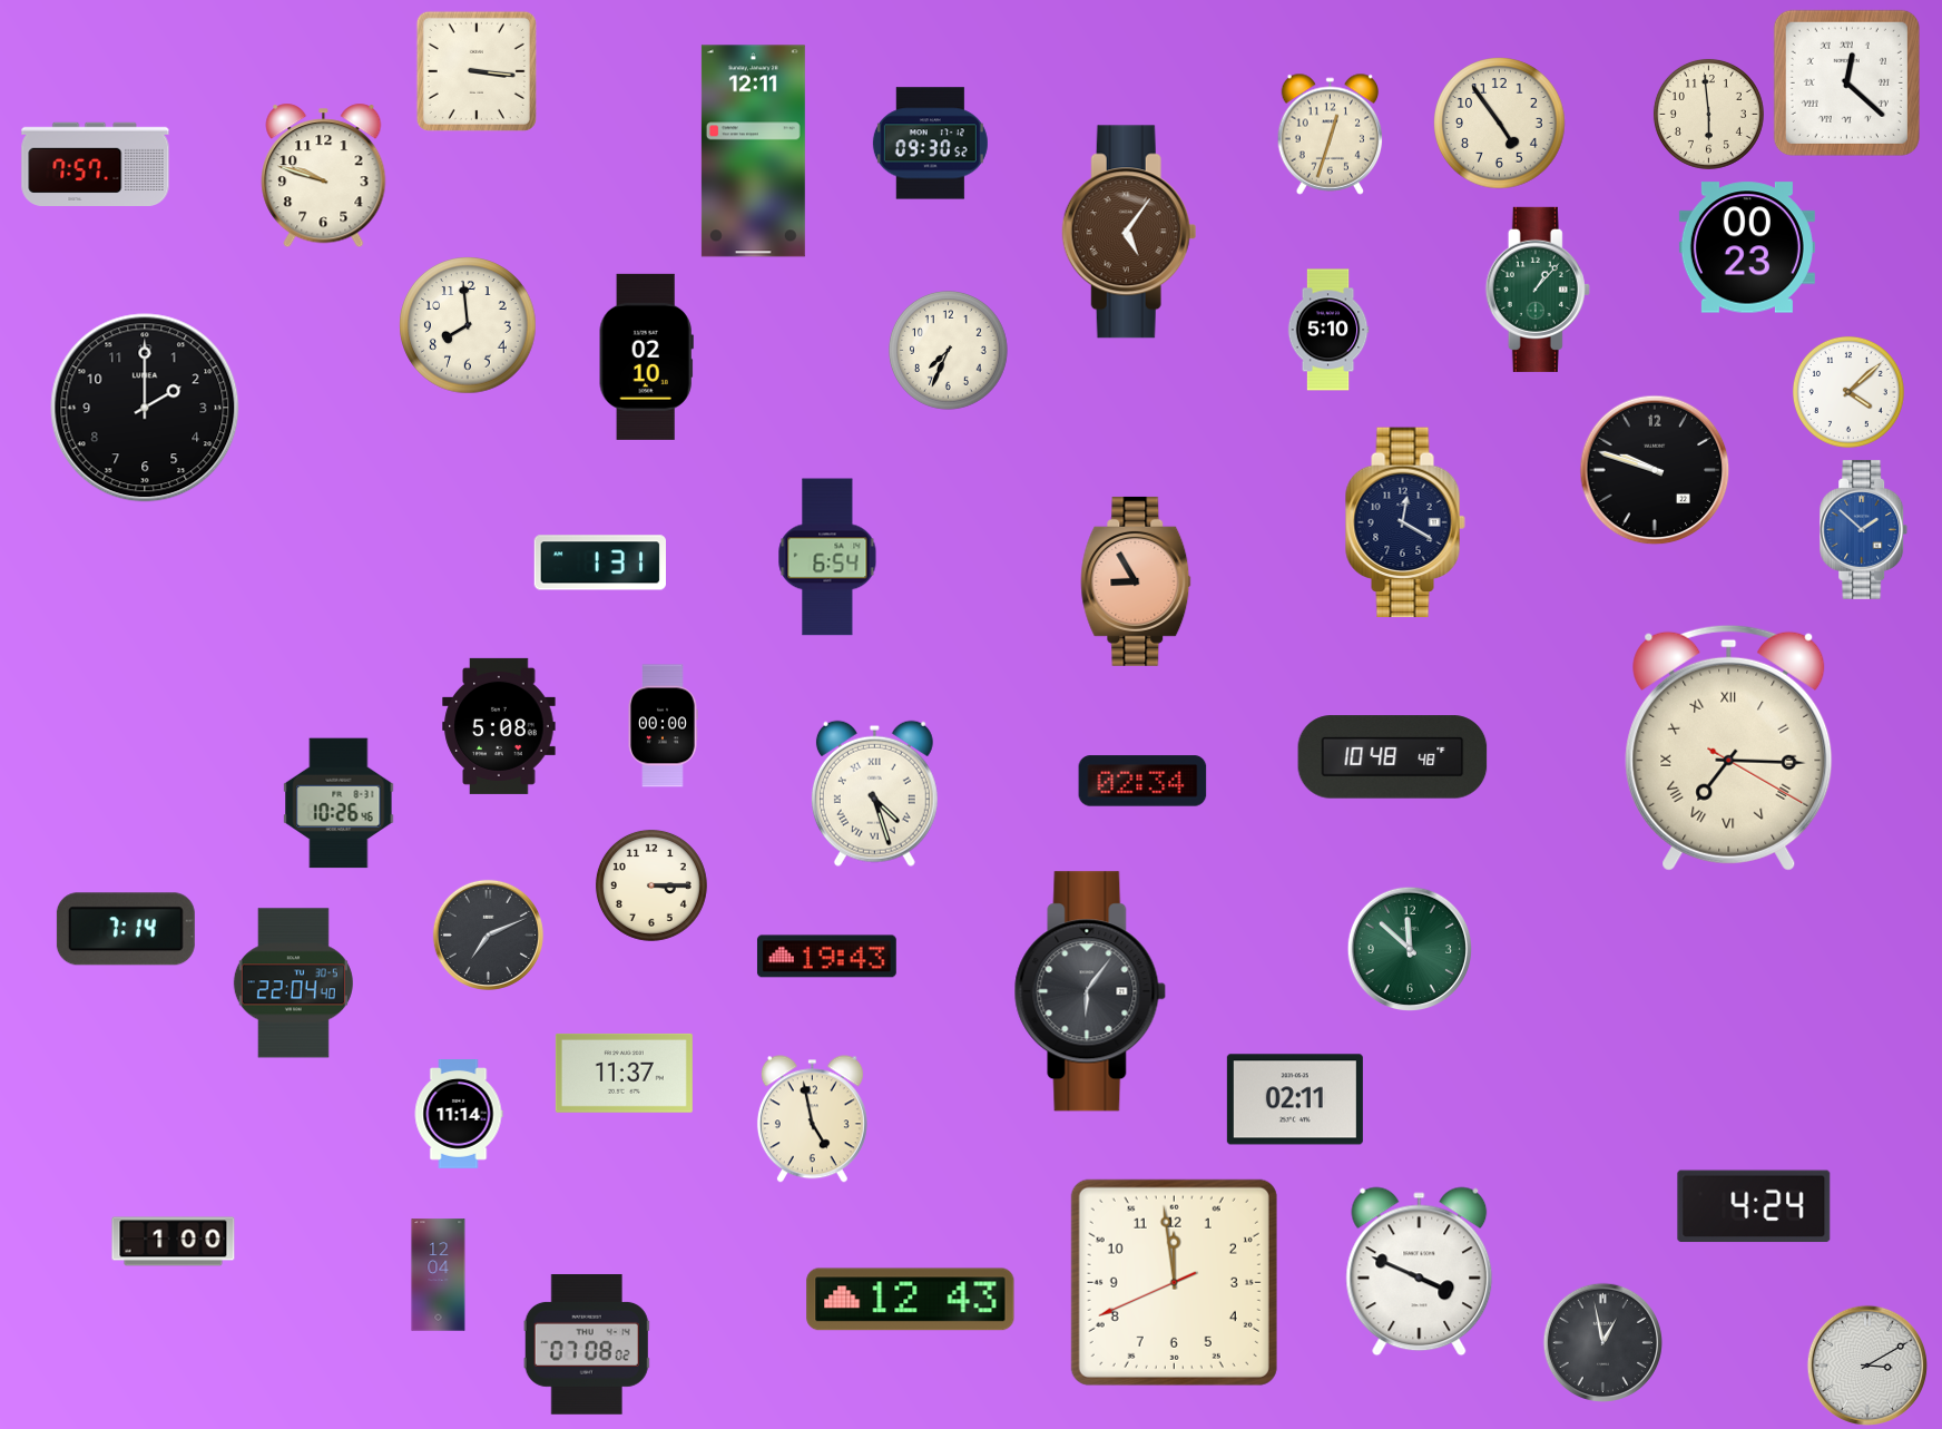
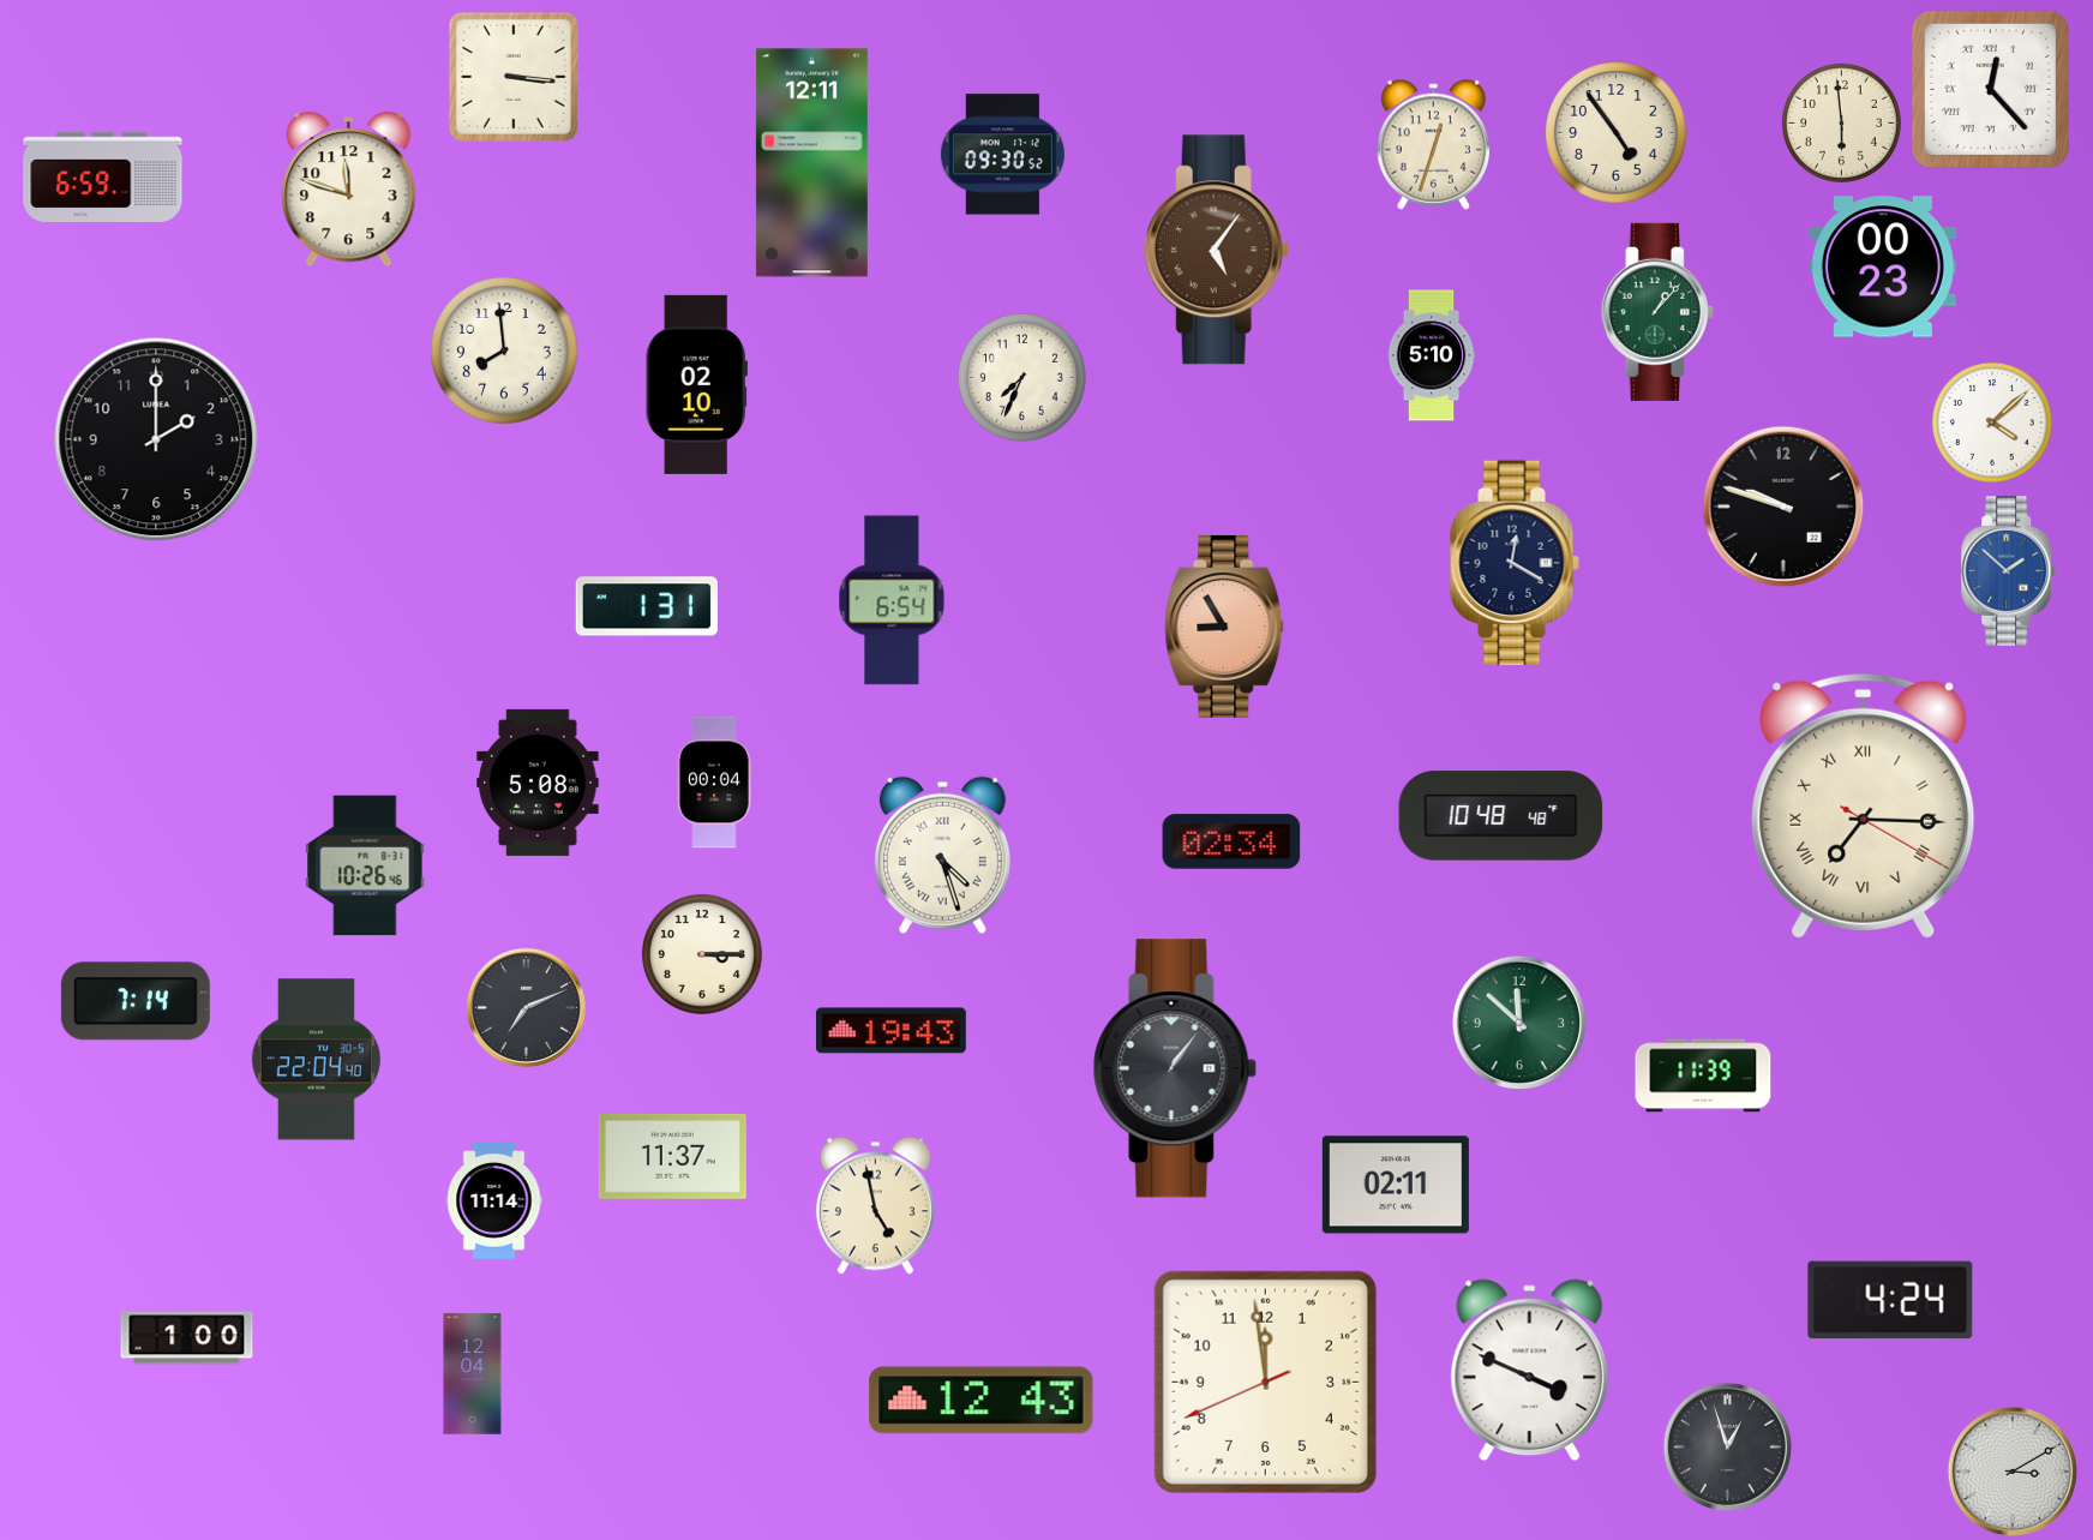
clock at (1846, 82): 12:22 -> 12:23
clock at (96, 164): 7:57 -> 6:59
clock at (324, 176): 9:48 -> 11:48
clock at (663, 726): 00:00 -> 00:04
clock at (1090, 991): 6:06 -> 1:06
clock at (1703, 1075): none -> 11:39
clock at (1602, 1342): 12:58 -> 12:57
clock at (587, 1345): 07:08 -> none
